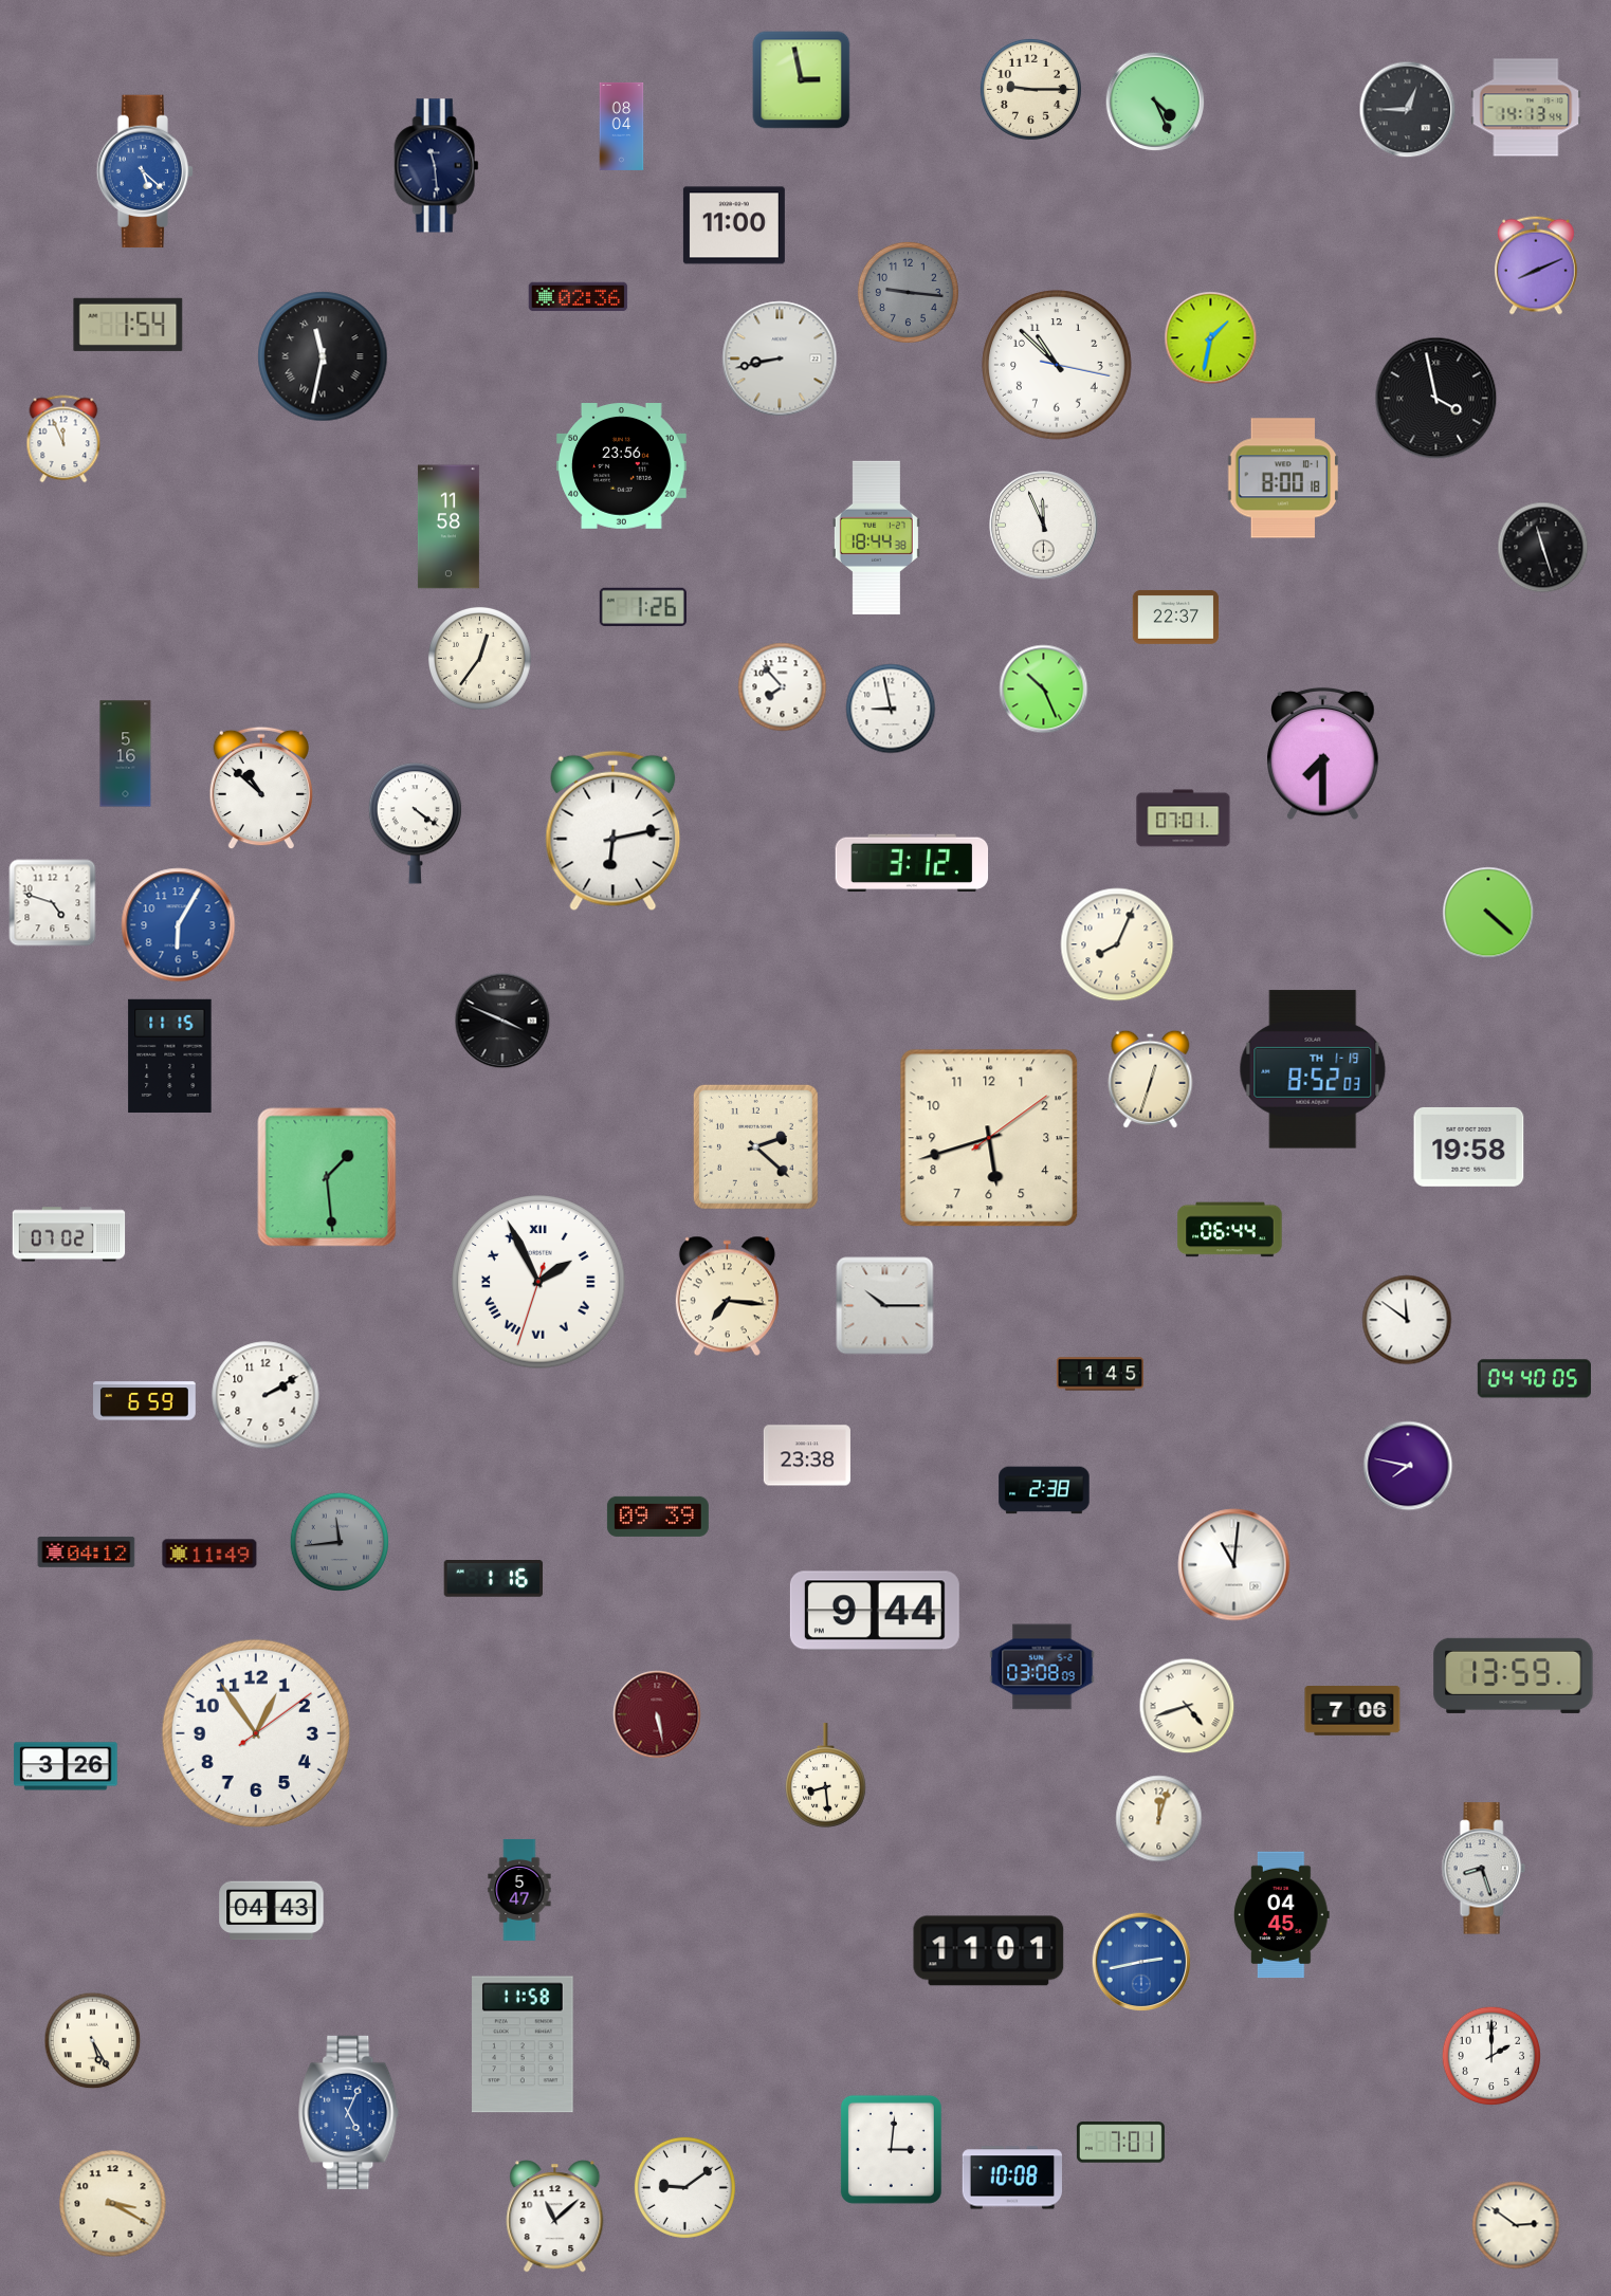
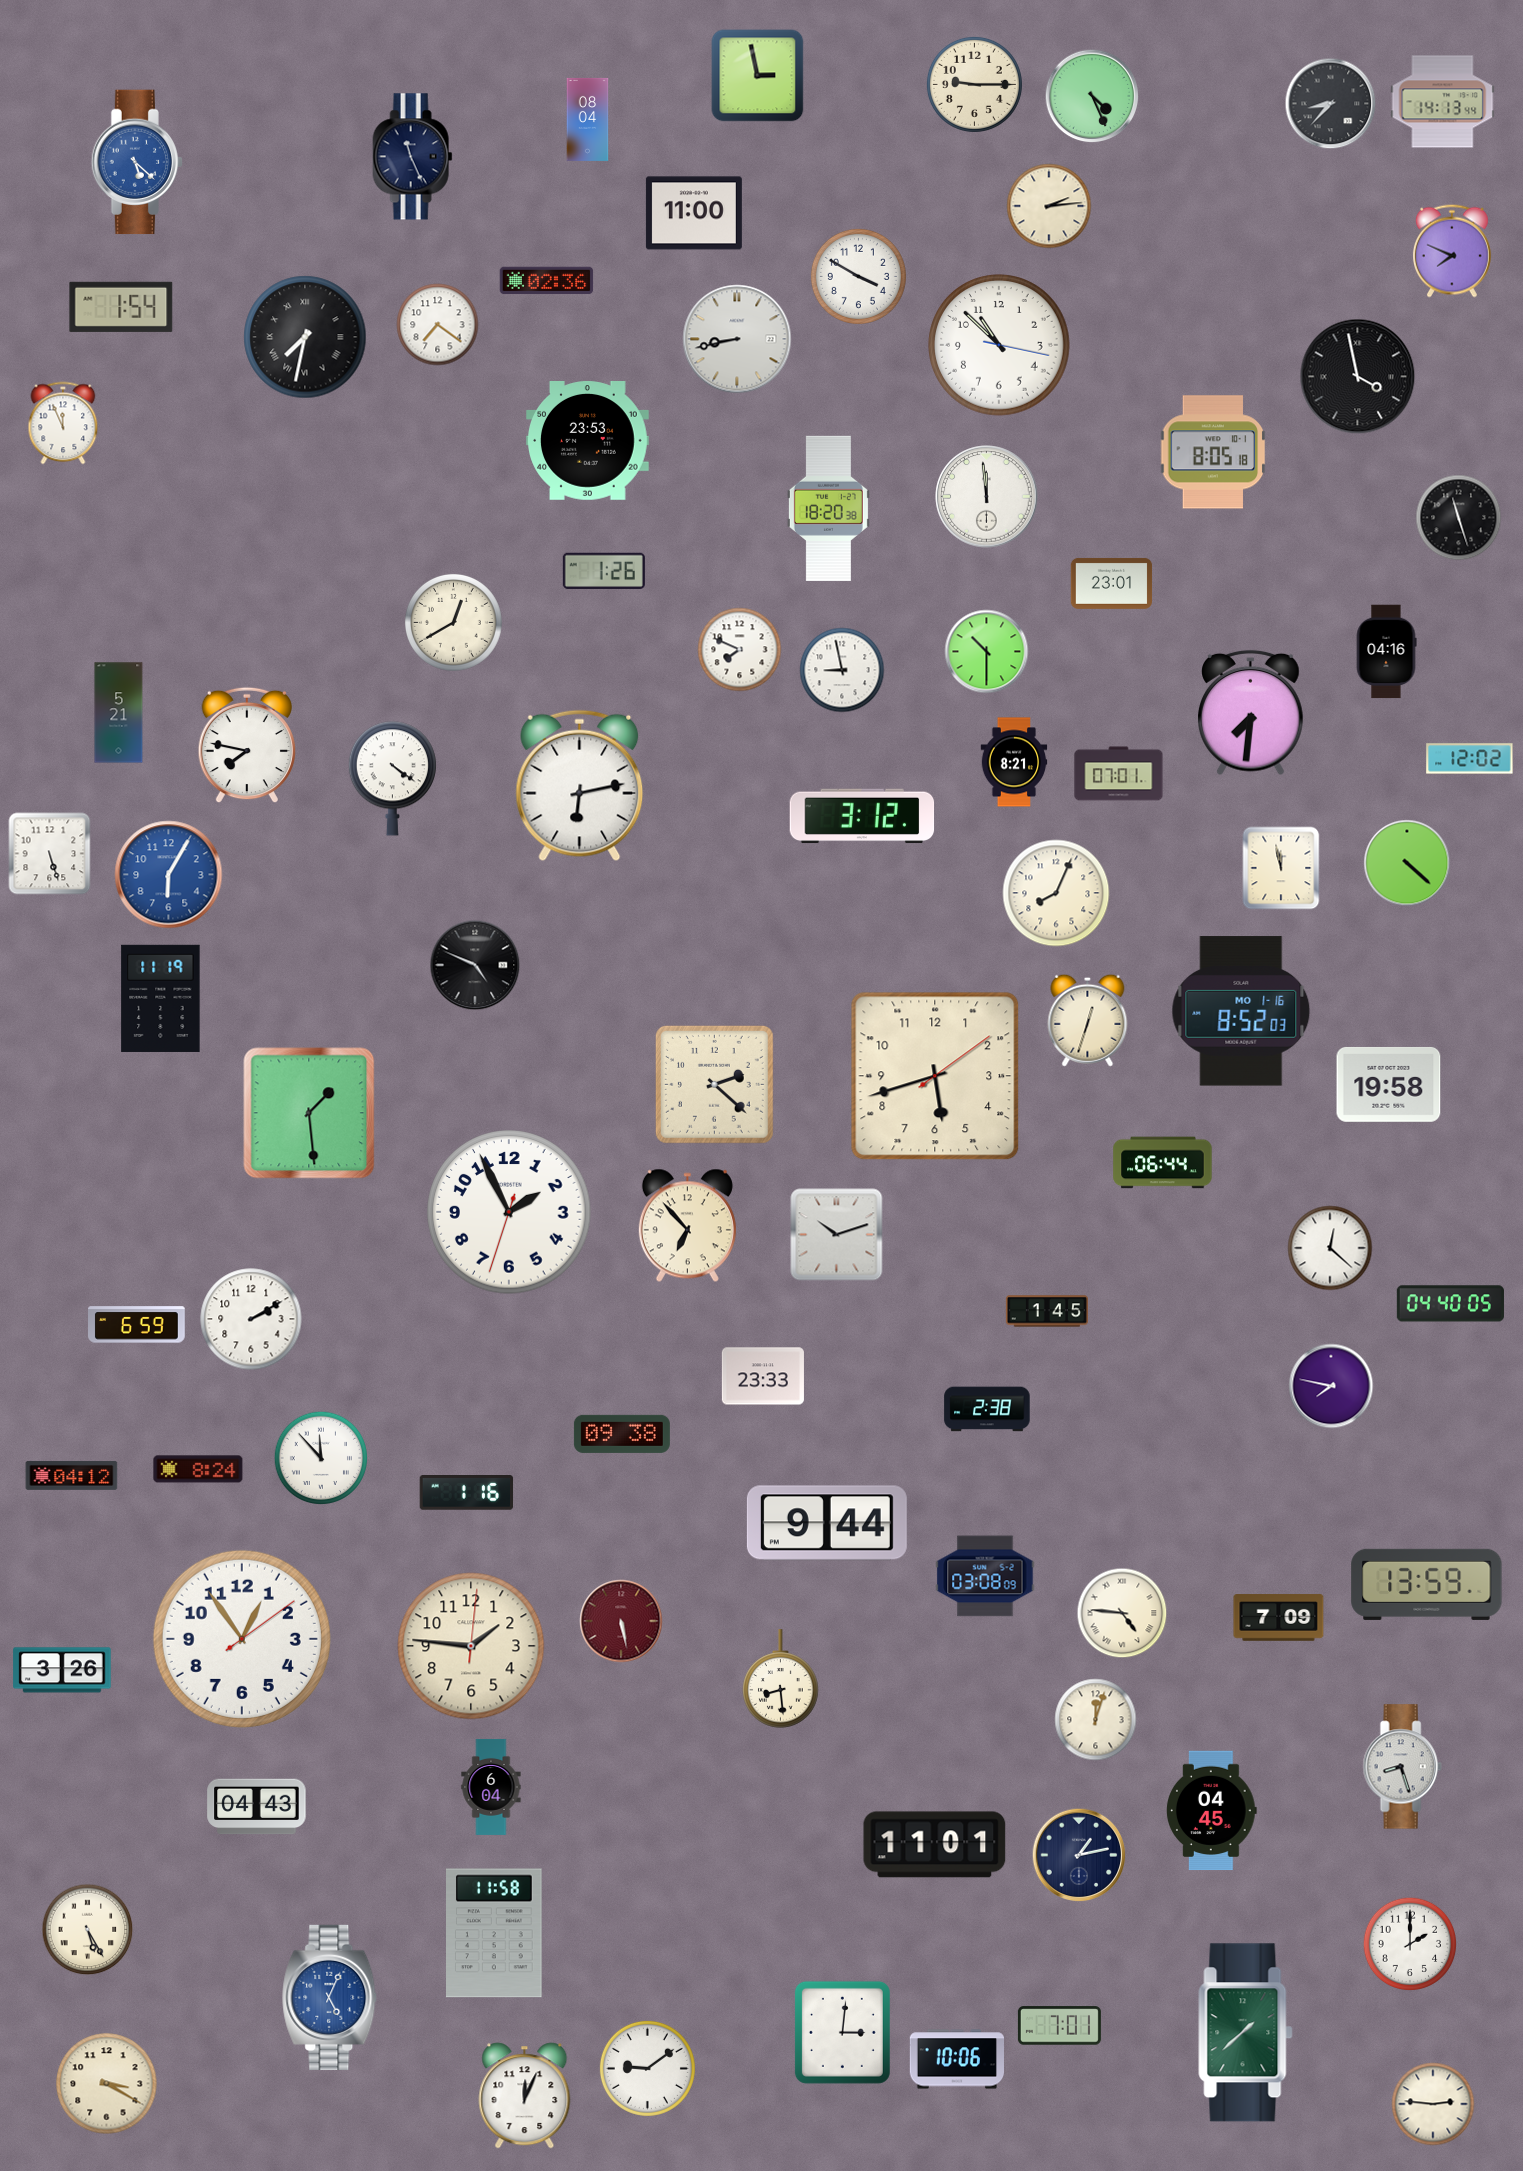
clock at (1408, 110): 12:45 -> 8:37
clock at (437, 166): 11:29 -> 11:26
clock at (1049, 206): none -> 2:14
clock at (1536, 265): 8:11 -> 7:49
clock at (908, 292): 9:16 -> 3:50
clock at (908, 292) dial: grey -> white
clock at (1211, 338): 1:32 -> none
clock at (438, 325): none -> 7:21
clock at (323, 356): 11:32 -> 7:32
clock at (63, 439) position: (63, 439) -> (63, 423)
clock at (622, 466): 23:56 -> 23:53
clock at (1283, 478): 8:00 -> 8:05
clock at (1044, 526): 11:56 -> 11:59
clock at (448, 527): 11:58 -> none
clock at (876, 537): 18:44 -> 18:20
clock at (643, 606) position: (643, 606) -> (604, 570)
clock at (1176, 617): 22:37 -> 23:01
clock at (479, 658): 12:36 -> 12:40
clock at (783, 687): 7:53 -> 7:49
clock at (1044, 690): 10:26 -> 10:30
clock at (1386, 652): none -> 04:16
clock at (126, 754): 5:16 -> 5:21
clock at (1323, 754): 7:30 -> 7:31
clock at (260, 788): 10:52 -> 7:47
clock at (1470, 759): none -> 12:02
clock at (1014, 762): none -> 8:21
clock at (53, 903): 4:48 -> 5:27
clock at (1281, 868): none -> 11:58
clock at (502, 1021): 3:49 -> 4:49
clock at (170, 1055): 11:15 -> 11:19
clock at (1313, 1069) date: TH 1-19 -> MO 1-16
clock at (69, 1234): 07:02 -> none
clock at (538, 1282) numerals: Roman -> Arabic
clock at (727, 1297): 7:16 -> 6:53
clock at (885, 1306): 10:15 -> 10:12
clock at (1407, 1320): 11:51 -> 12:22
clock at (1100, 1374) position: (1100, 1374) -> (1047, 1311)
clock at (807, 1455): 23:38 -> 23:33
clock at (658, 1517): 09:39 -> 09:38
clock at (340, 1542): 11:44 -> 11:53
clock at (340, 1542) dial: grey -> white
clock at (87, 1551) position: (87, 1551) -> (72, 1475)
clock at (209, 1554): 11:49 -> 8:24
clock at (1234, 1565): 11:01 -> none
clock at (1514, 1675) position: (1514, 1675) -> (1427, 1584)
clock at (1187, 1706): 4:42 -> 4:46
clock at (1353, 1711): 7:06 -> 7:09
clock at (471, 1646): none -> 1:46
clock at (519, 1890): 5:47 -> 6:04
clock at (1141, 1962): 2:43 -> 1:13
clock at (1141, 1962) dial: blue -> navy
clock at (1246, 2033): none -> 1:38
clock at (1011, 2178): 10:08 -> 10:06
clock at (555, 2217): 11:08 -> 12:04
clock at (1516, 2225): 2:51 -> 2:46
